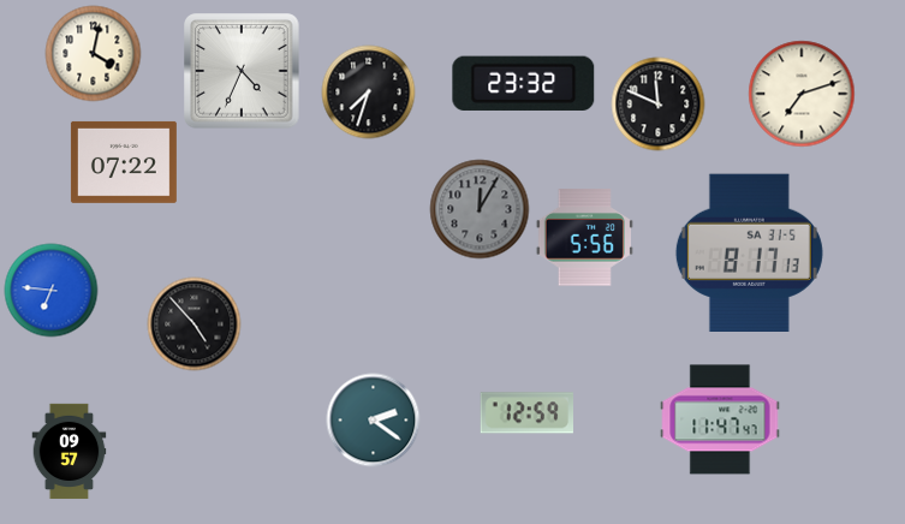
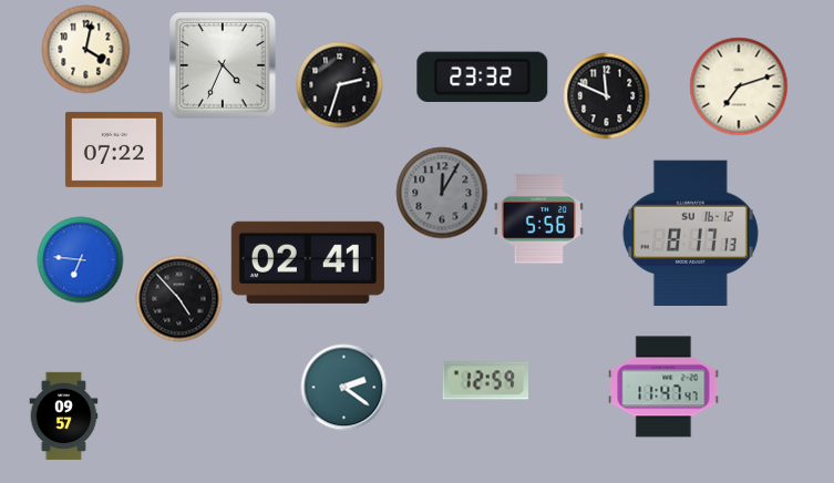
clock at (368, 91): 7:33 -> 2:33
clock at (749, 254) date: SA 31-5 -> SU 16-12
clock at (308, 263): none -> 02:41
clock at (50, 290) position: (50, 290) -> (80, 259)
